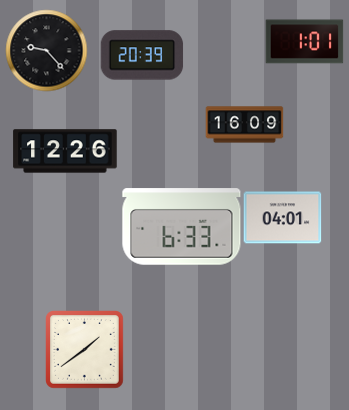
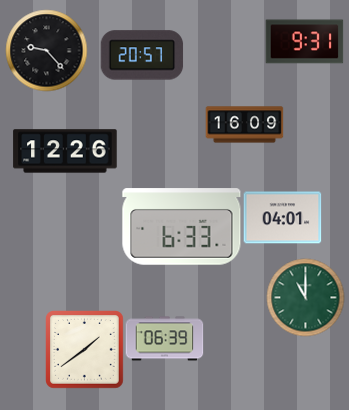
clock at (304, 42): 1:01 -> 9:31
clock at (142, 55): 20:39 -> 20:57
clock at (305, 297): none -> 11:00
clock at (164, 339): none -> 06:39
